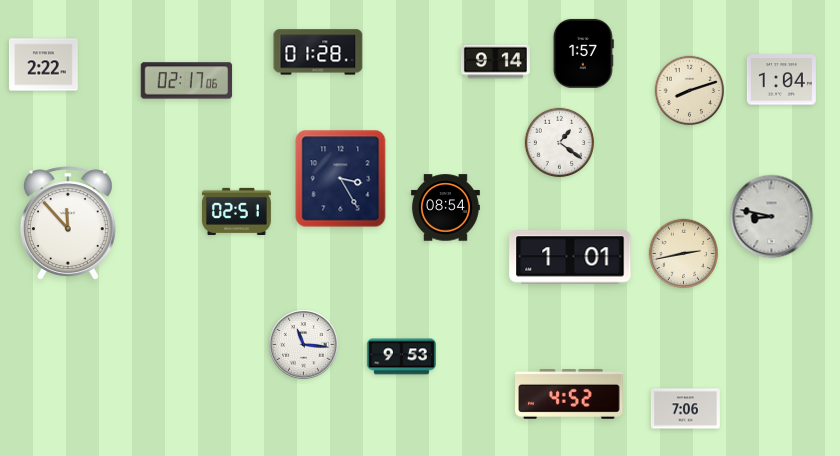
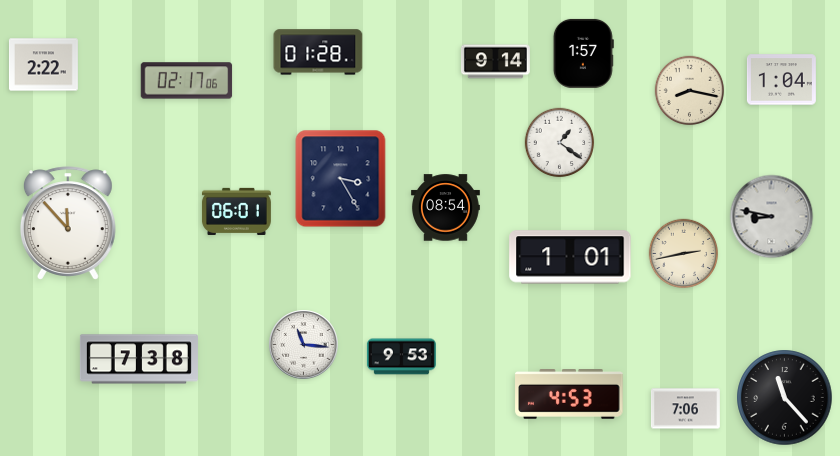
clock at (690, 91): 8:12 -> 8:17
clock at (236, 211): 02:51 -> 06:01
clock at (139, 359): none -> 7:38
clock at (569, 395): 4:52 -> 4:53
clock at (785, 398): none -> 11:23
